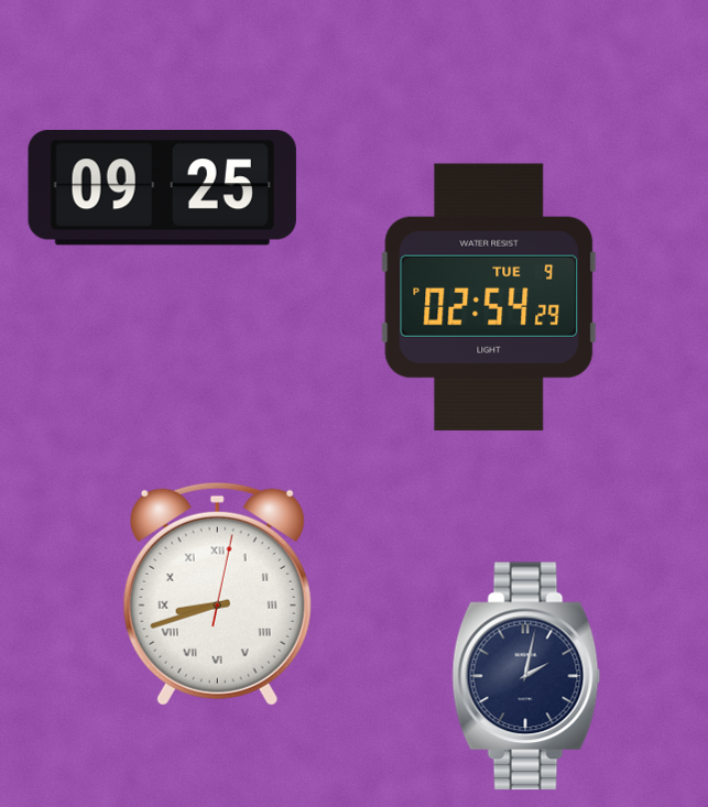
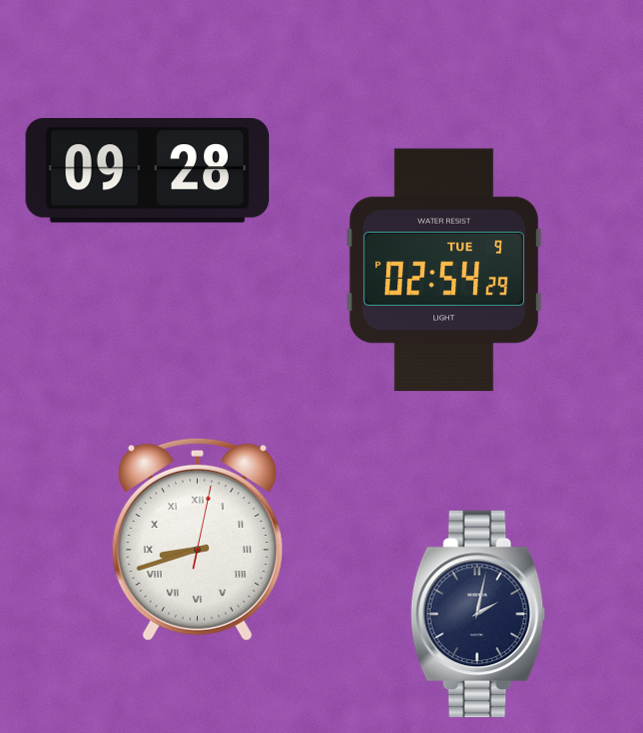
clock at (162, 188): 09:25 -> 09:28
